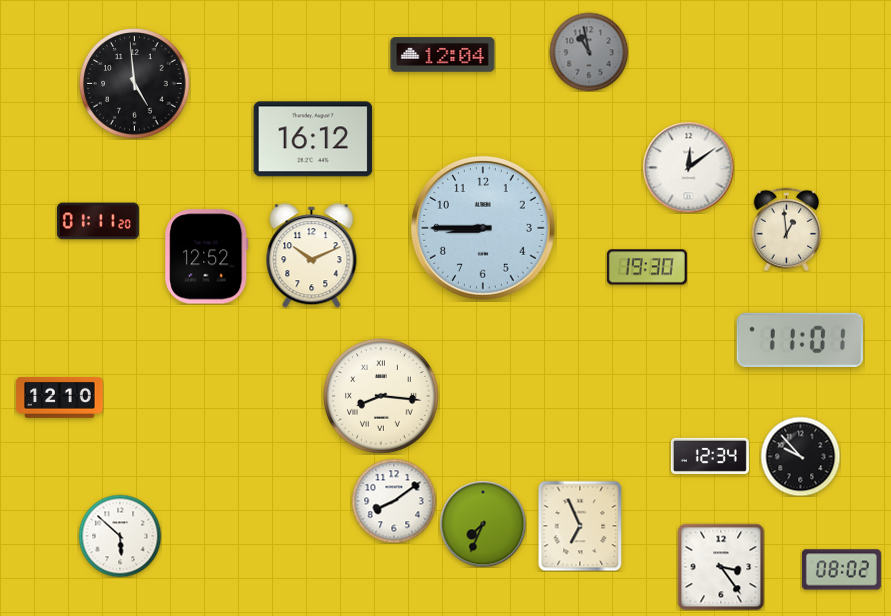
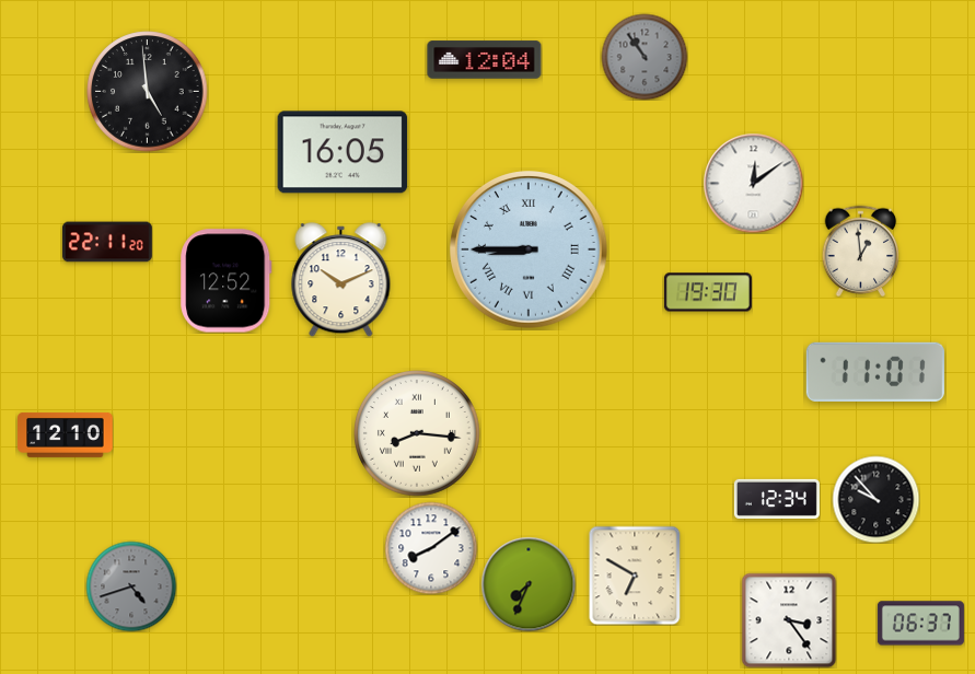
clock at (589, 52): 10:58 -> 10:54
clock at (313, 139): 16:12 -> 16:05
clock at (98, 221): 01:11 -> 22:11
clock at (484, 229) numerals: Arabic -> Roman
clock at (483, 524) position: (483, 524) -> (529, 584)
clock at (580, 526): 6:56 -> 6:50
clock at (120, 536): 5:52 -> 4:42
clock at (120, 536) dial: white -> grey
clock at (841, 570): 08:02 -> 06:37
